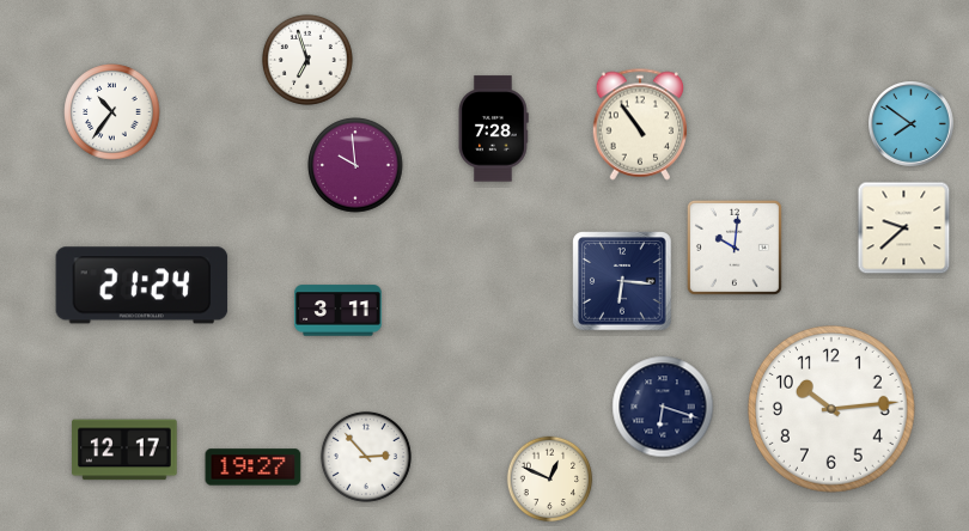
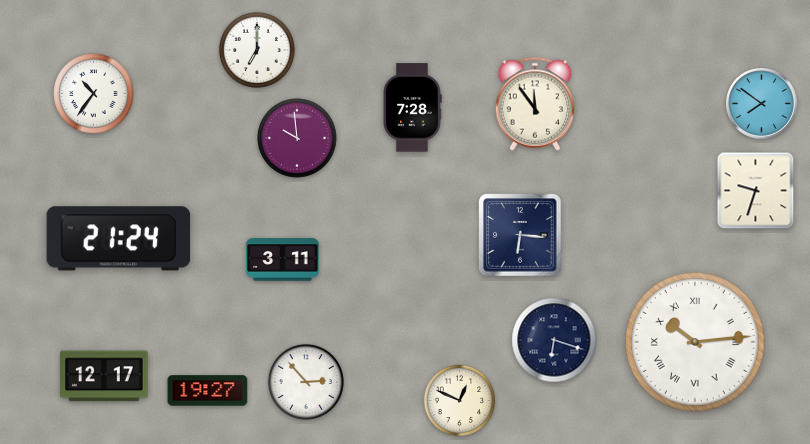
clock at (307, 60): 6:57 -> 7:00
clock at (640, 124): 10:54 -> 11:54
clock at (904, 228): 9:38 -> 9:33
clock at (735, 248): 10:01 -> none
clock at (833, 410) numerals: Arabic -> Roman
clock at (254, 468) position: (254, 468) -> (208, 391)
